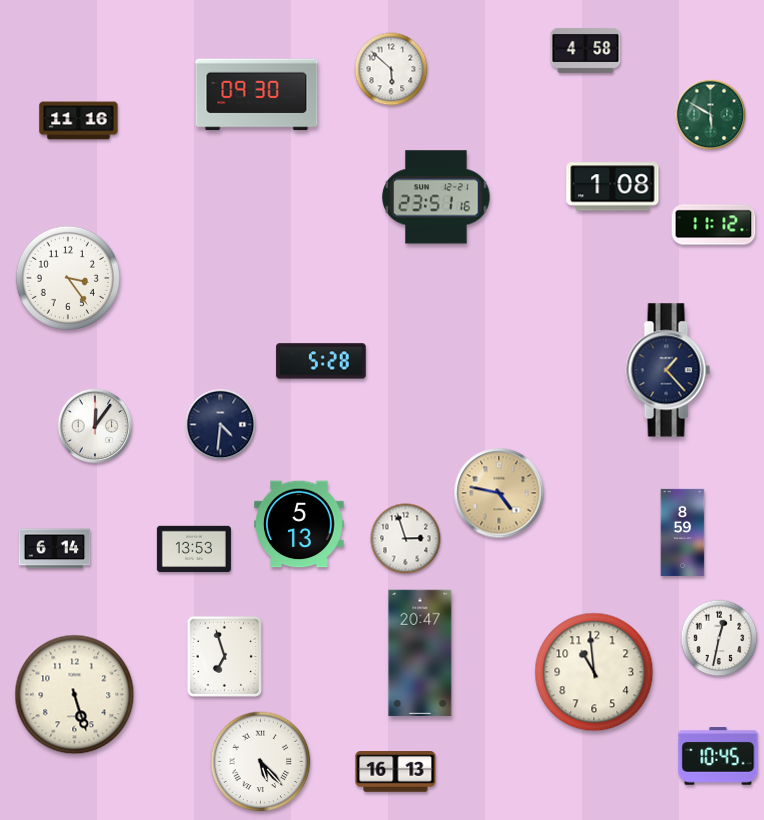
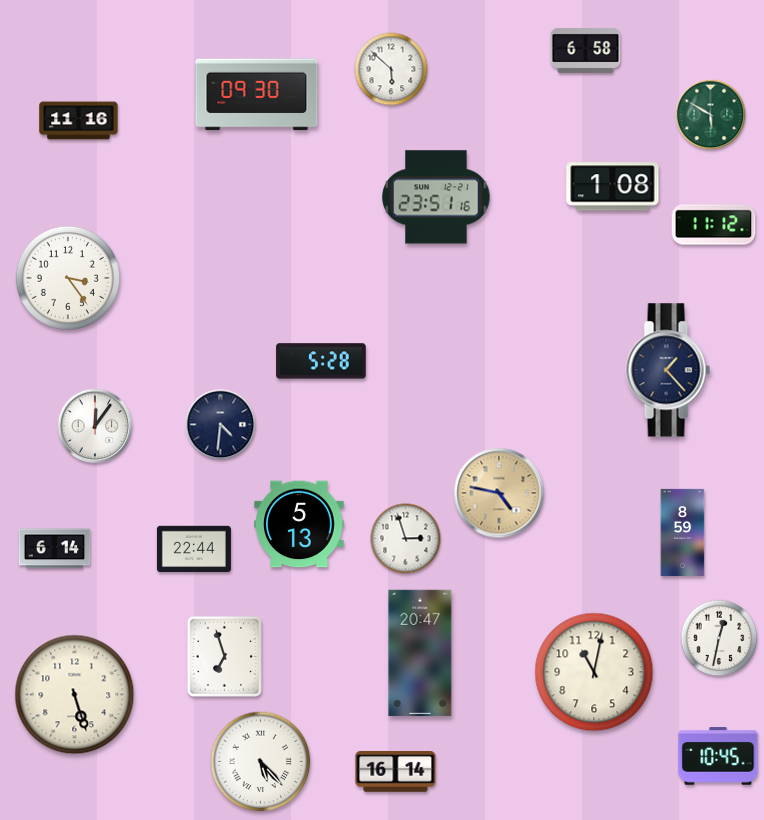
clock at (586, 50): 4:58 -> 6:58
clock at (194, 548): 13:53 -> 22:44
clock at (594, 672): 10:59 -> 11:02
clock at (396, 772): 16:13 -> 16:14
